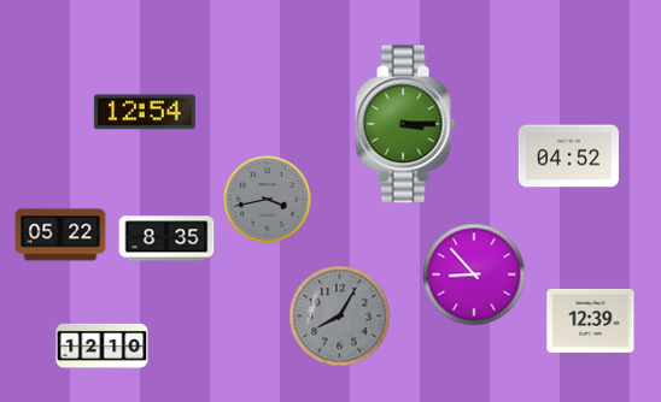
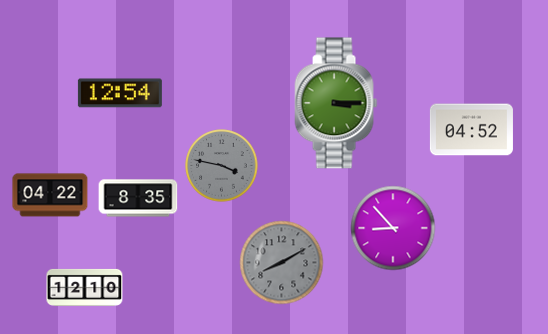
clock at (268, 200): 3:43 -> 3:47
clock at (60, 235): 05:22 -> 04:22
clock at (340, 317): 8:05 -> 8:10
clock at (591, 320): 12:39 -> none
